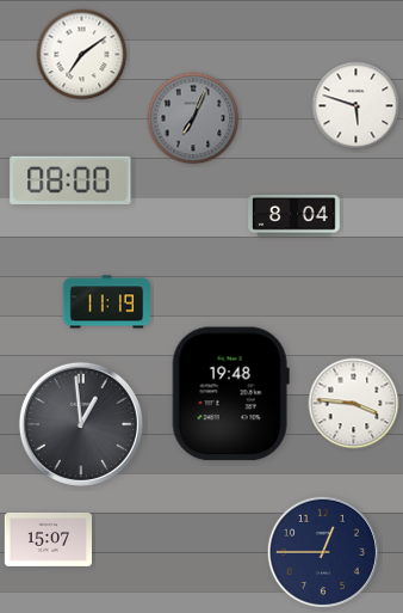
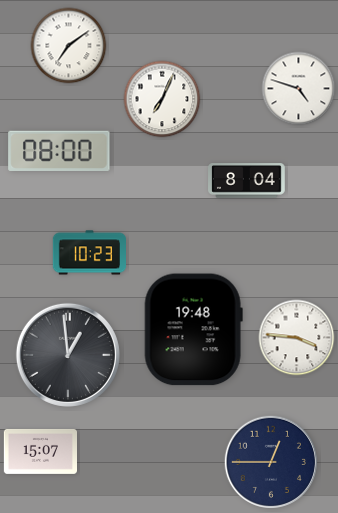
clock at (356, 106): 5:48 -> 4:48
clock at (193, 118) dial: grey -> white
clock at (106, 302): 11:19 -> 10:23
